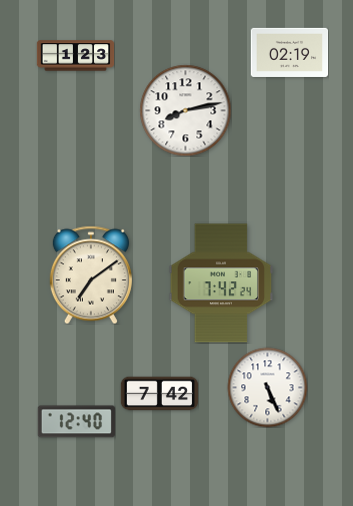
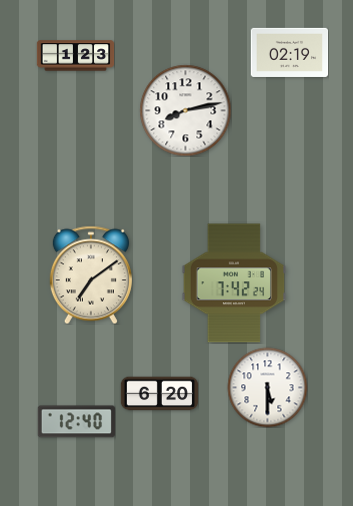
clock at (221, 283) position: (221, 283) -> (234, 283)
clock at (267, 387): 5:26 -> 5:30
clock at (159, 394): 7:42 -> 6:20
